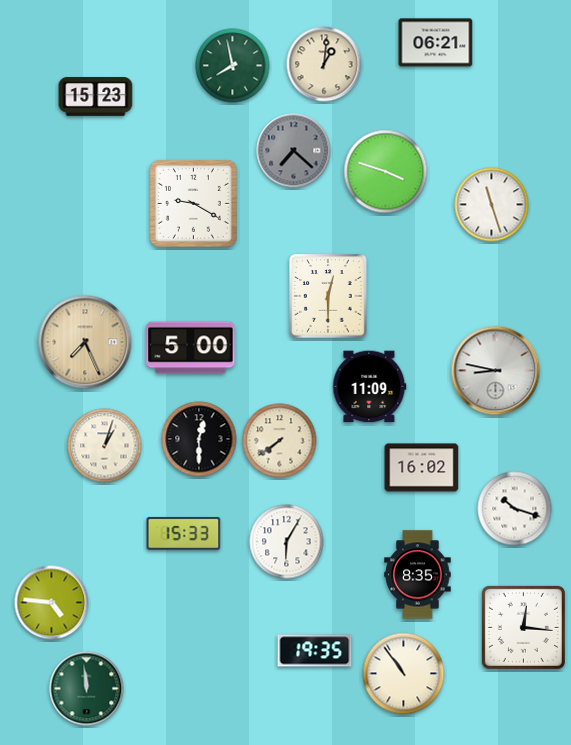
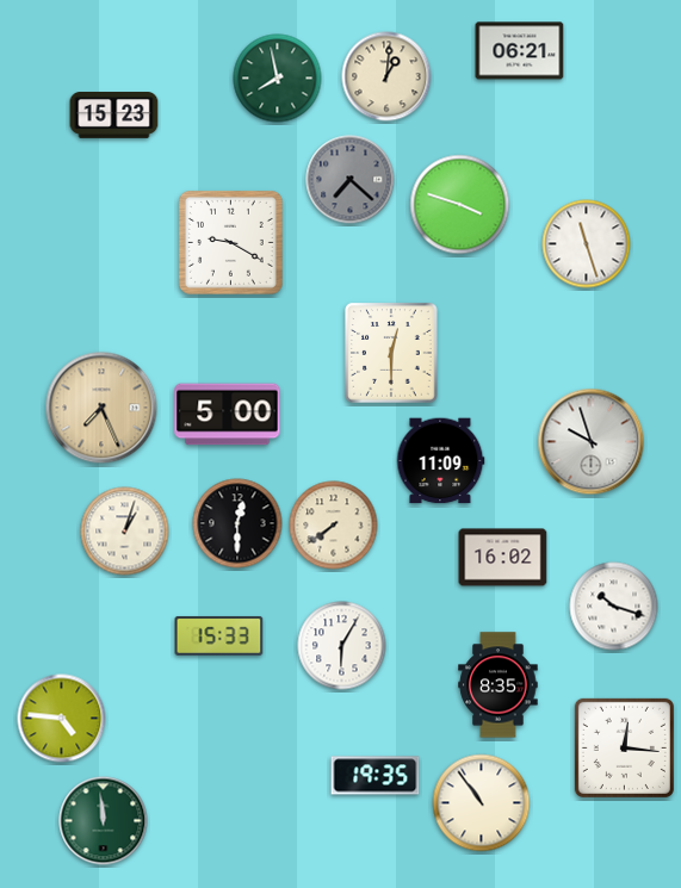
clock at (496, 371): 8:47 -> 9:57
